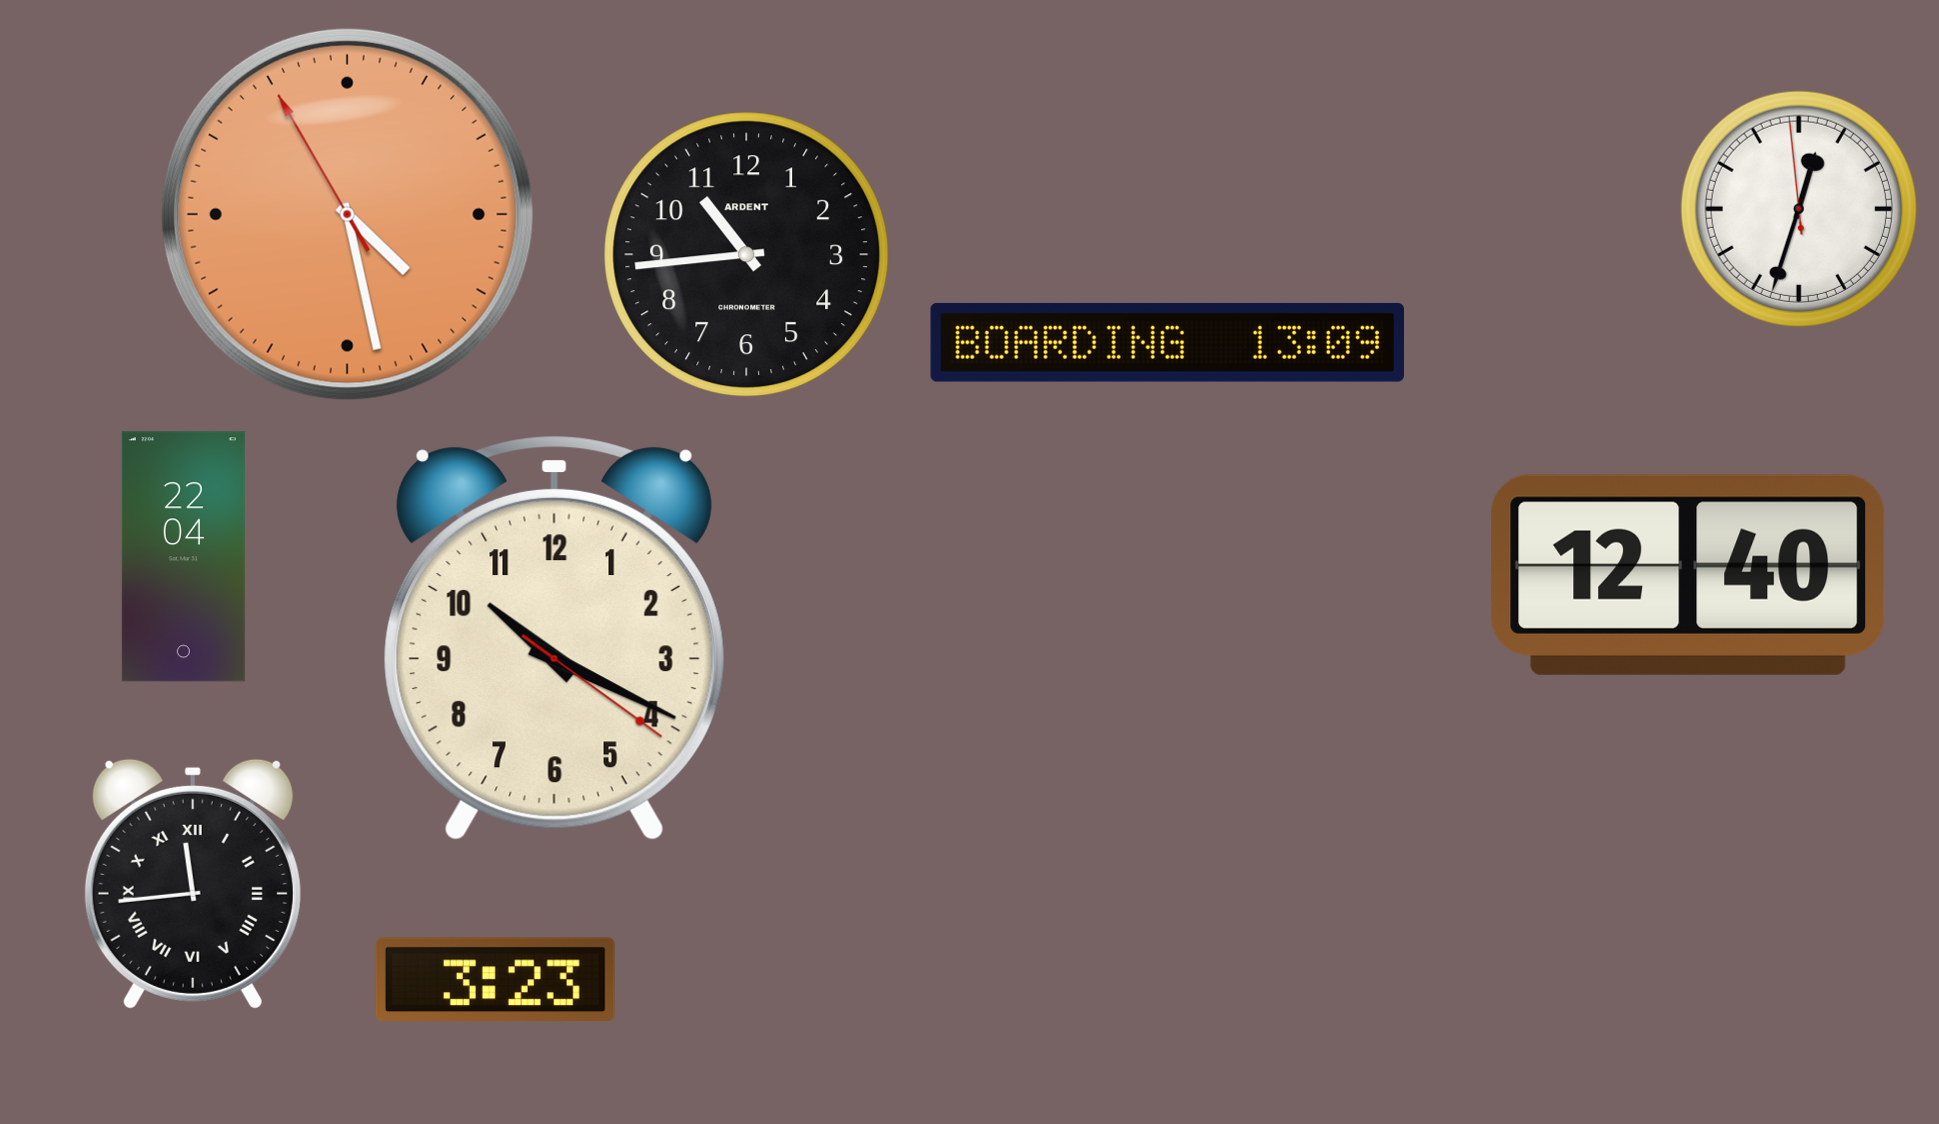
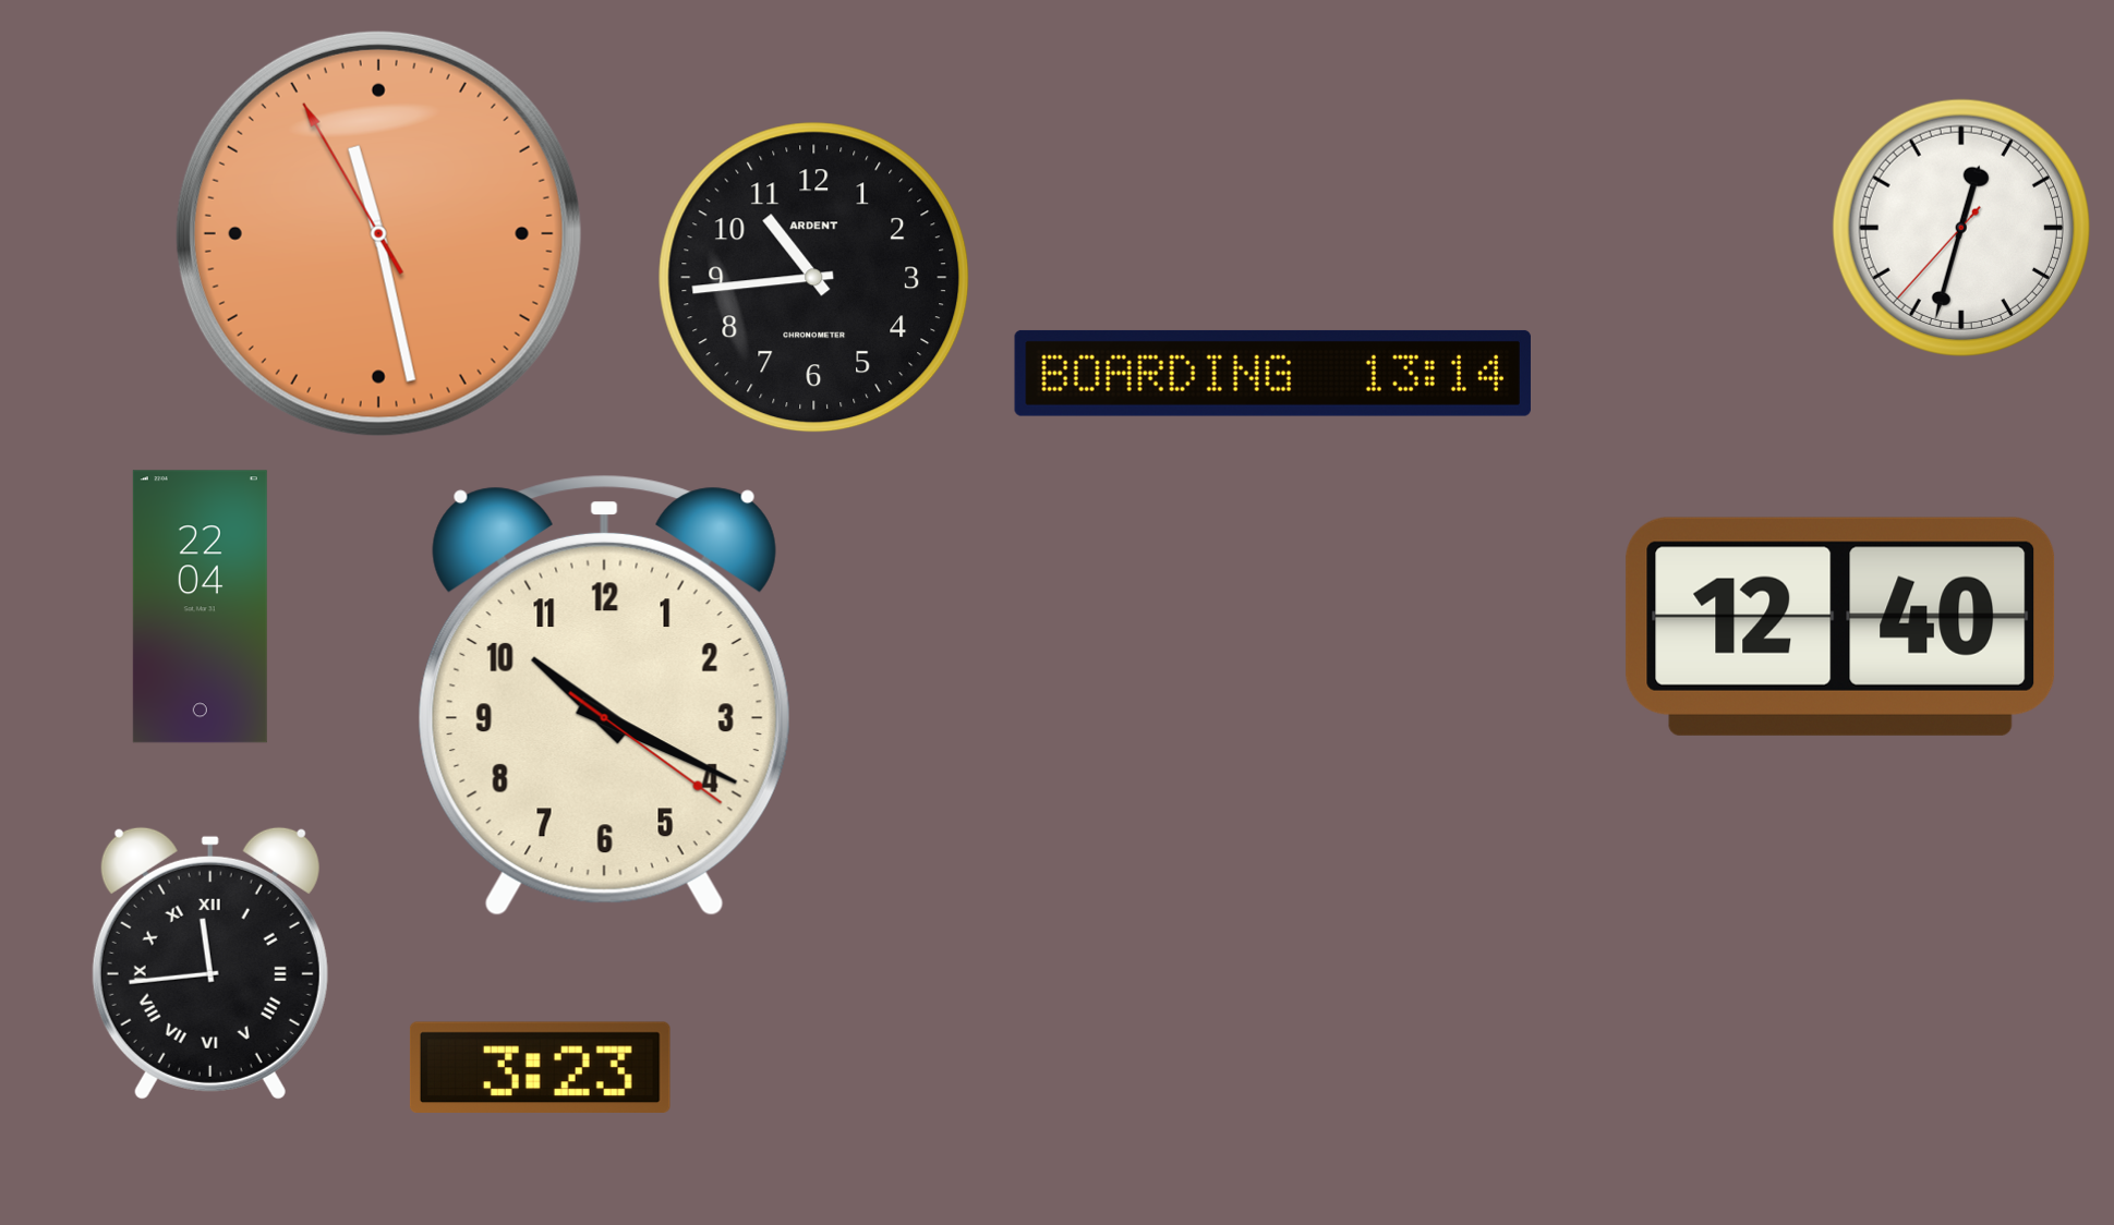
clock at (1799, 209): 12:32:59 -> 12:32:37
clock at (347, 214): 4:27 -> 11:27
clock at (1167, 342): 13:09 -> 13:14
